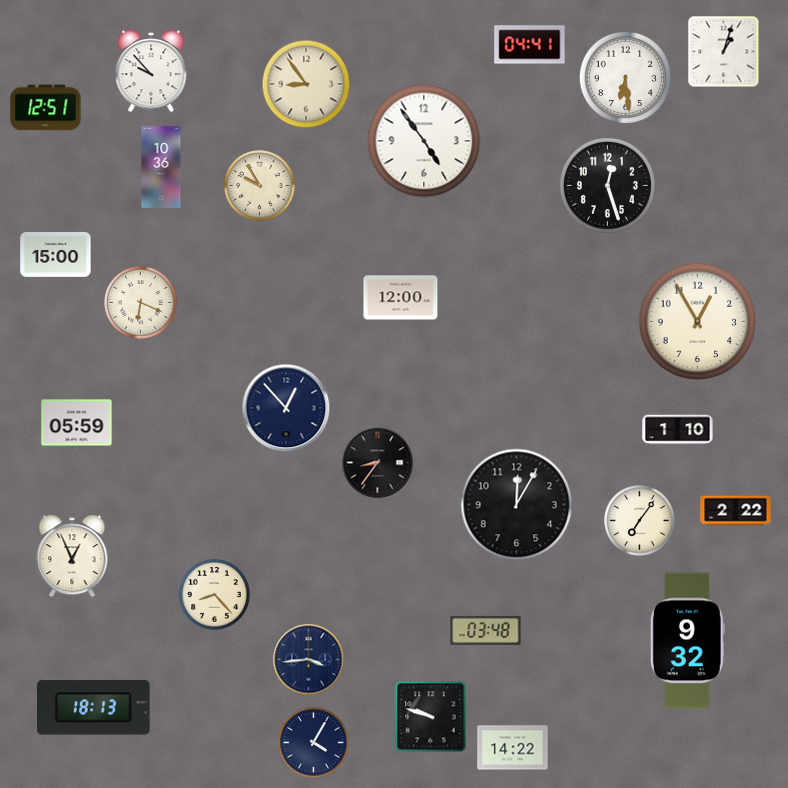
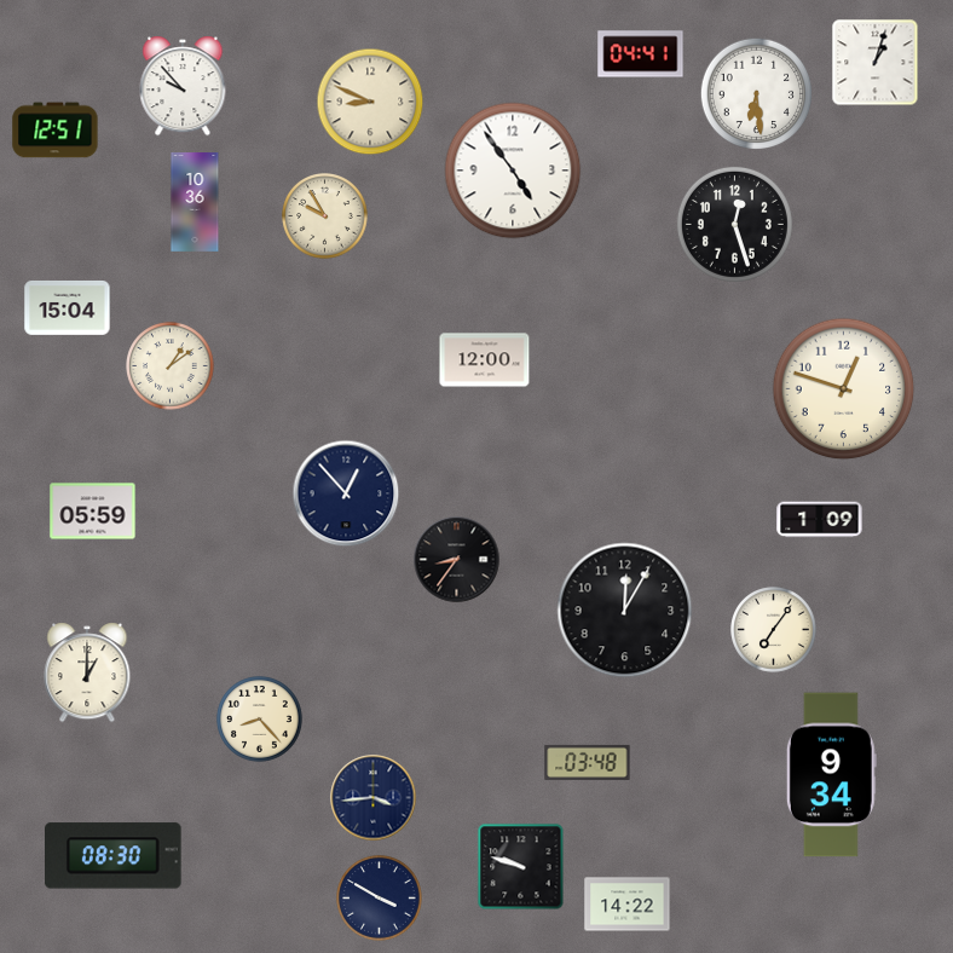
clock at (306, 84): 8:54 -> 8:49
clock at (260, 186) position: (260, 186) -> (325, 216)
clock at (56, 255): 15:00 -> 15:04
clock at (141, 303): 6:19 -> 1:09
clock at (698, 322): 12:55 -> 12:48
clock at (678, 430): 1:10 -> 1:09
clock at (736, 511): 2:22 -> none
clock at (72, 556): 12:56 -> 1:00
clock at (687, 641): 9:32 -> 9:34
clock at (94, 708): 18:13 -> 08:30
clock at (314, 743): 4:05 -> 3:50
clock at (513, 748) position: (513, 748) -> (628, 905)
